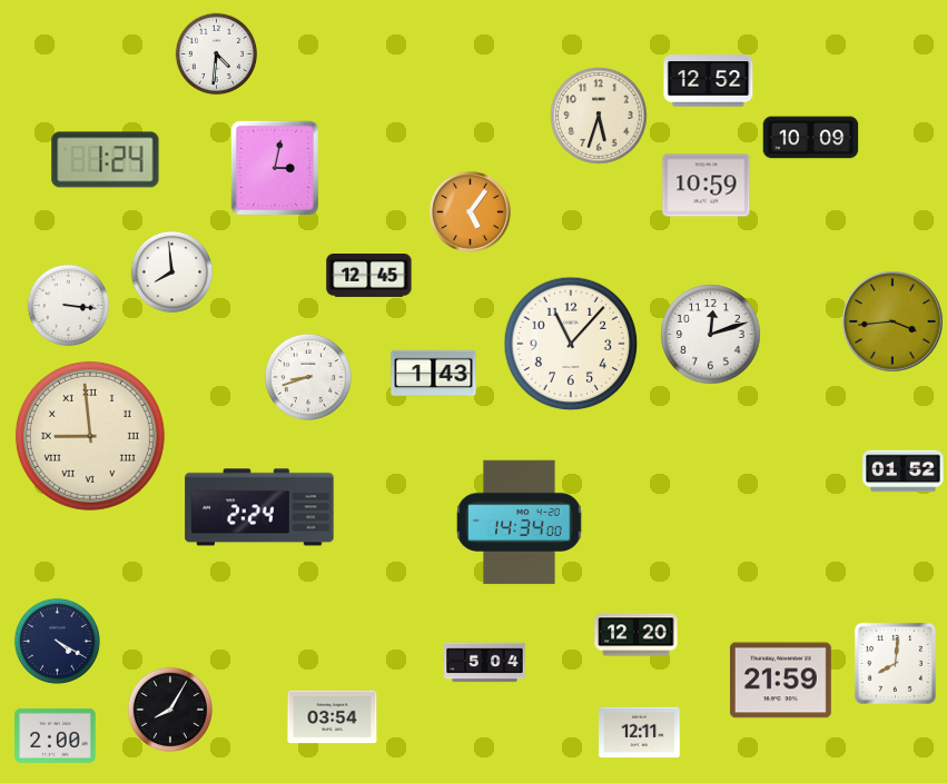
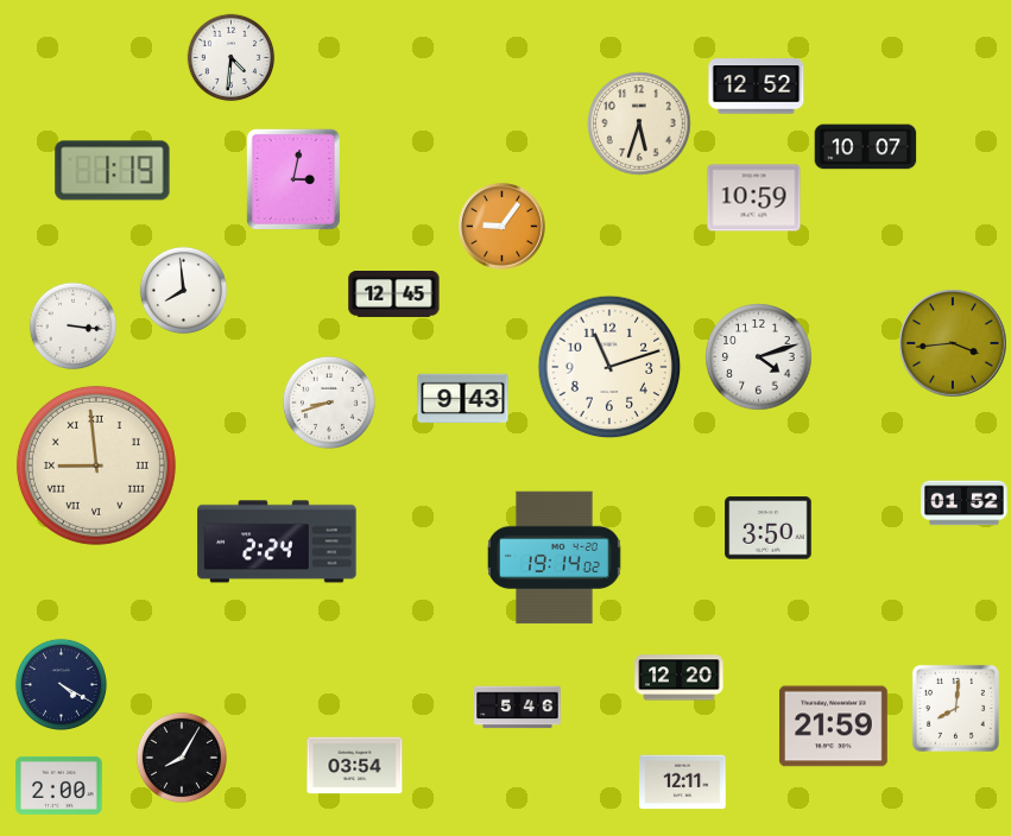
clock at (811, 138): 10:09 -> 10:07
clock at (106, 160): 1:24 -> 1:19
clock at (471, 212): 5:06 -> 9:06
clock at (711, 335): 12:12 -> 4:12
clock at (571, 344): 11:07 -> 11:12
clock at (434, 374): 1:43 -> 9:43
clock at (769, 528): none -> 3:50
clock at (519, 523): 14:34 -> 19:14
clock at (485, 663): 5:04 -> 5:46
